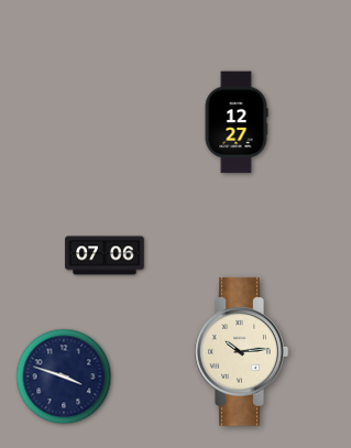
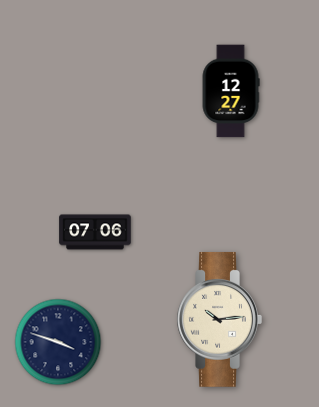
clock at (237, 122) position: (237, 122) -> (231, 91)
